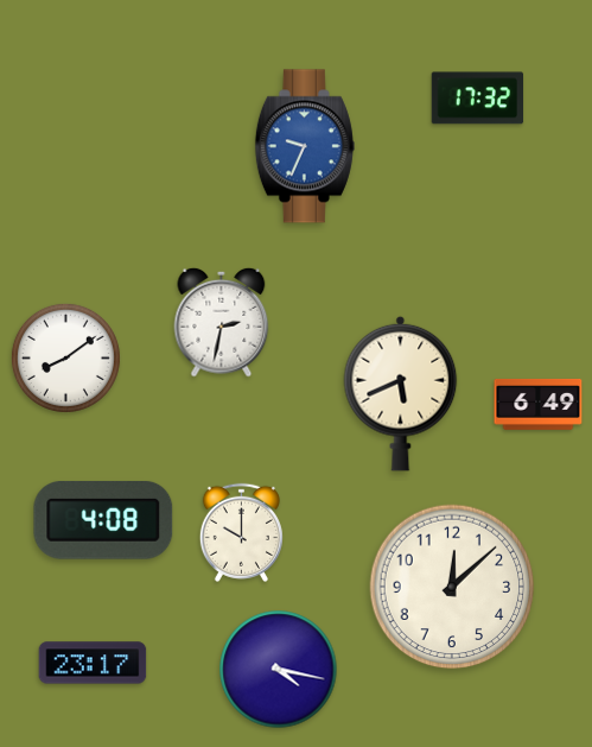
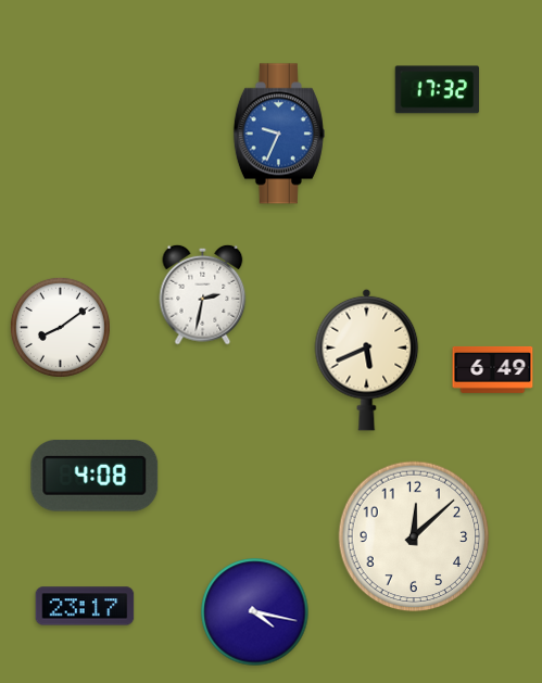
clock at (241, 532): 10:00 -> none
